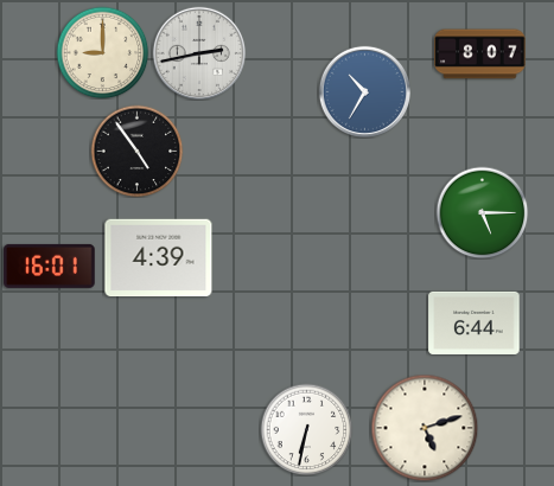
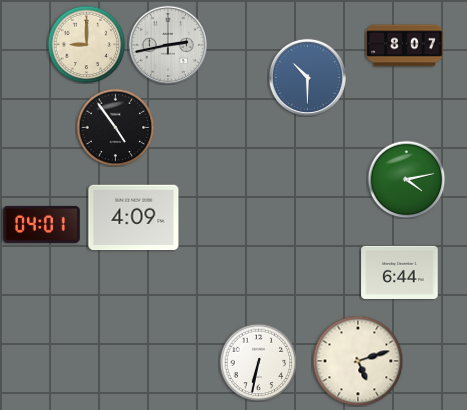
clock at (364, 91): 10:35 -> 10:30
clock at (482, 212): 5:15 -> 4:13
clock at (159, 258): 4:39 -> 4:09
clock at (50, 266): 16:01 -> 04:01
